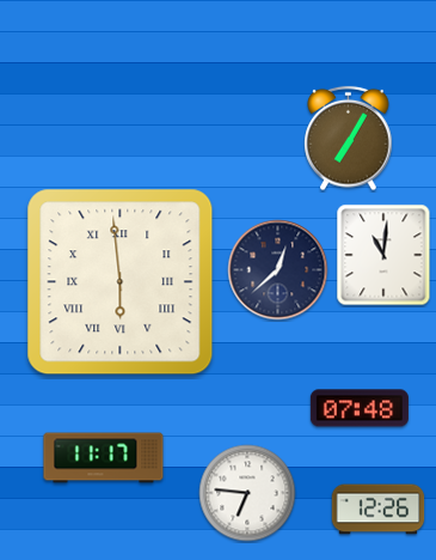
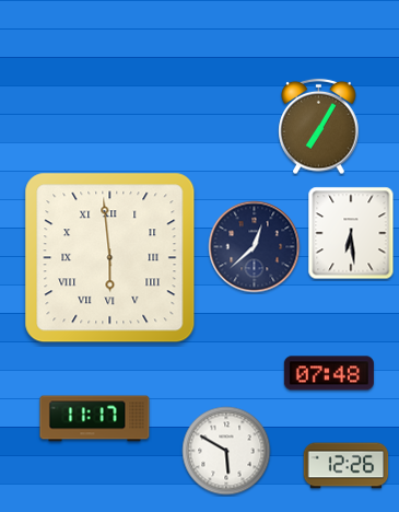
clock at (383, 255): 11:01 -> 6:29
clock at (247, 493): 6:46 -> 5:50
